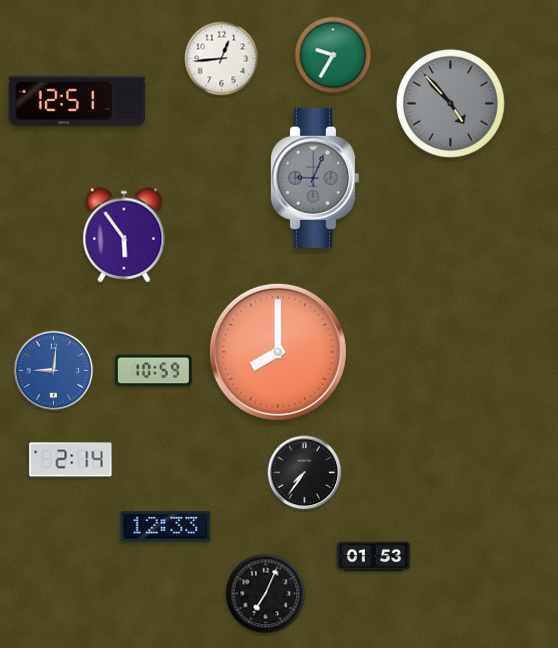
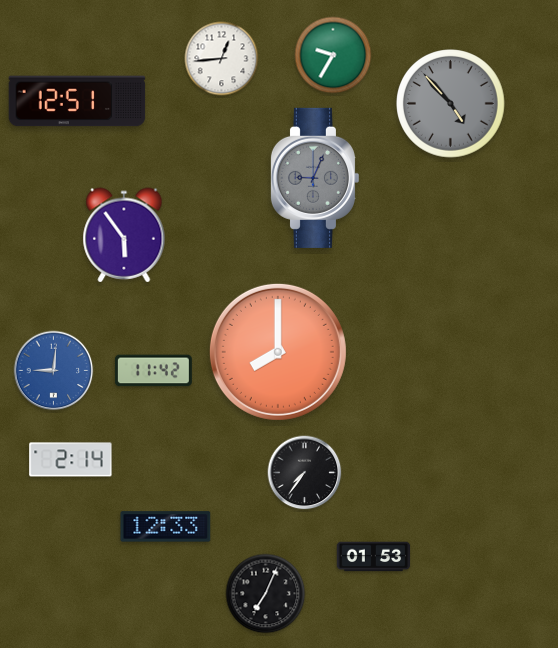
clock at (153, 371): 10:59 -> 11:42
